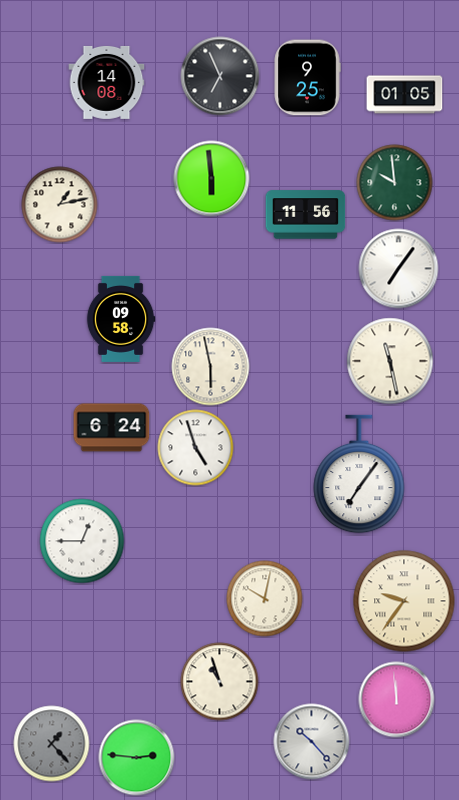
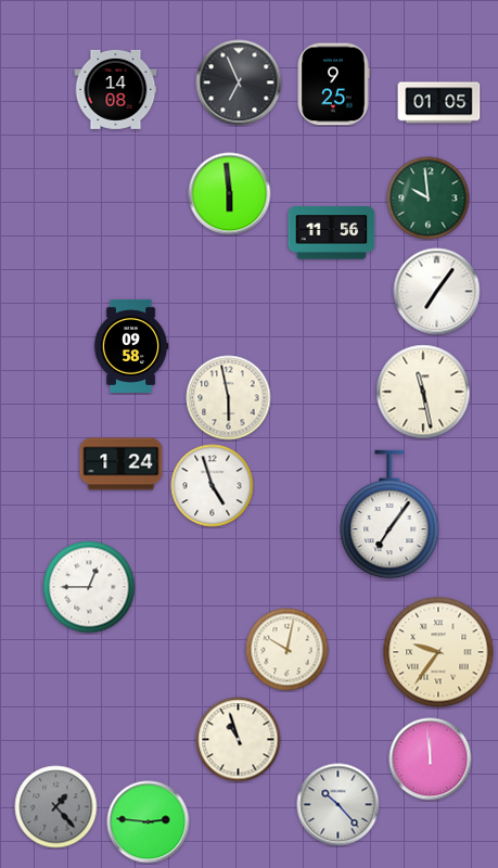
clock at (60, 205): 1:13 -> none
clock at (399, 269) position: (399, 269) -> (437, 292)
clock at (112, 428): 6:24 -> 1:24
